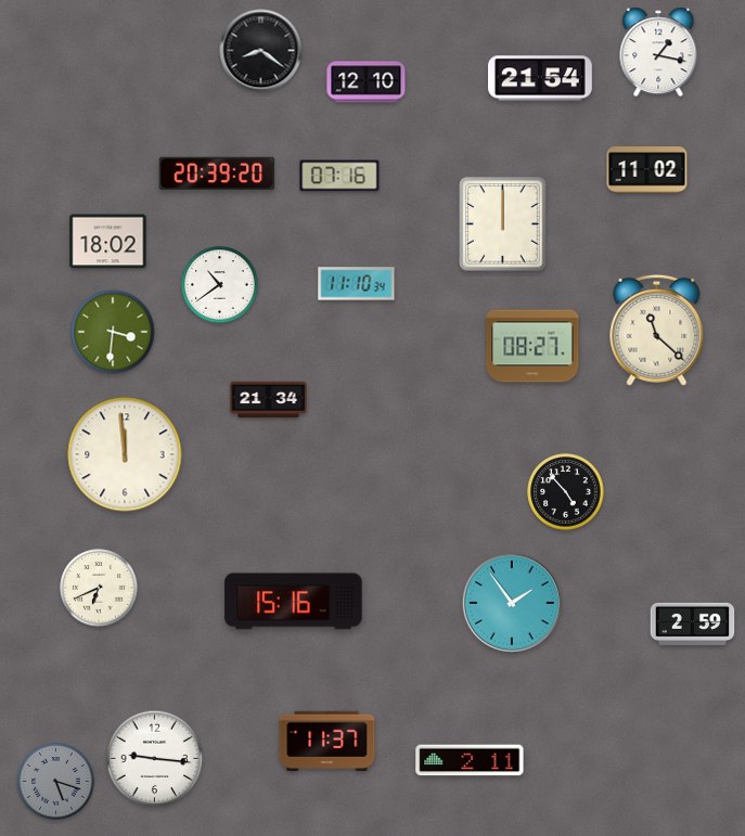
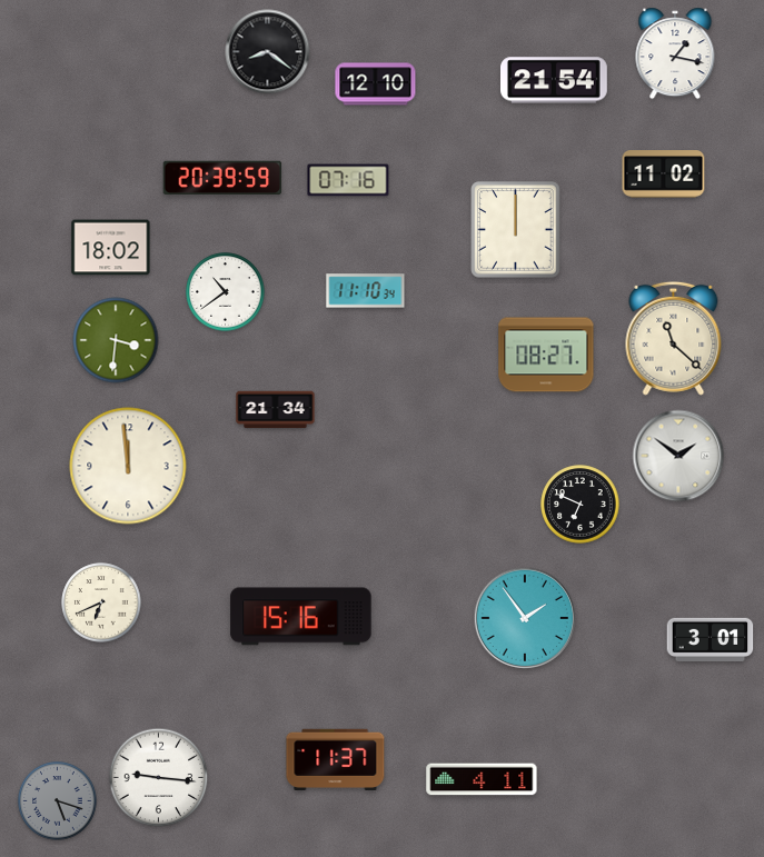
clock at (217, 172): 20:39:20 -> 20:39:59
clock at (678, 456): none -> 1:51
clock at (566, 492): 4:53 -> 6:49
clock at (693, 623): 2:59 -> 3:01
clock at (470, 760): 2:11 -> 4:11
